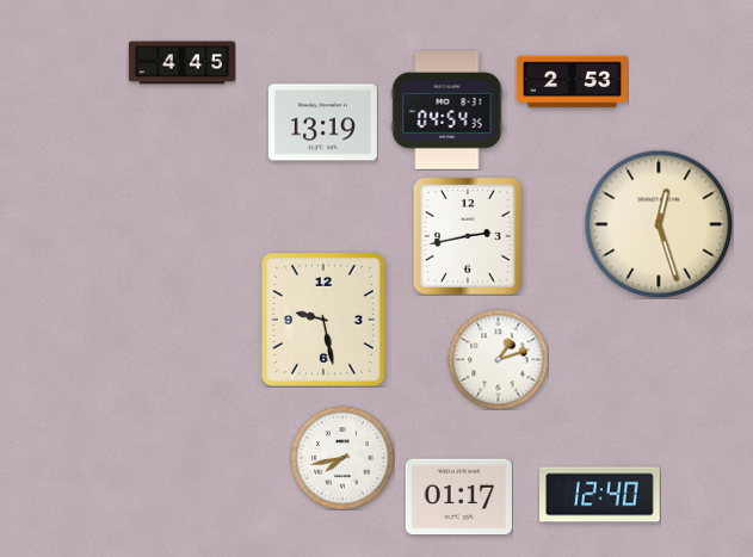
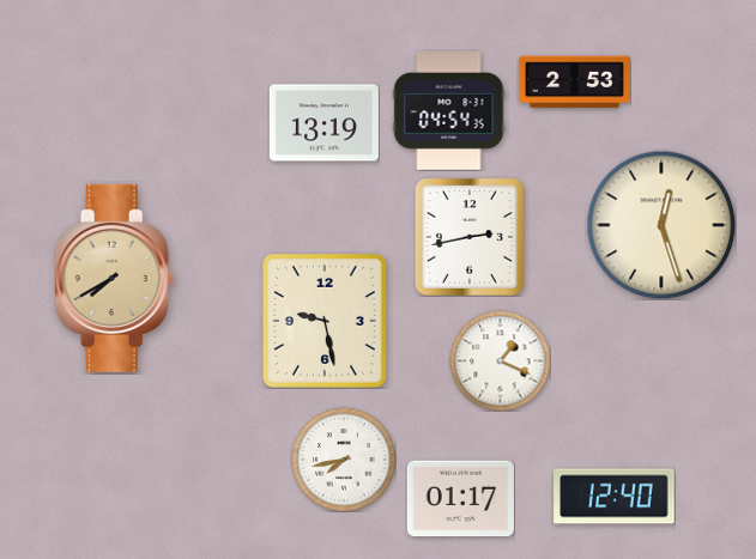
clock at (181, 63): 4:45 -> none
clock at (115, 278): none -> 7:40
clock at (498, 359): 1:12 -> 1:19
clock at (600, 495) position: (600, 495) -> (615, 497)
